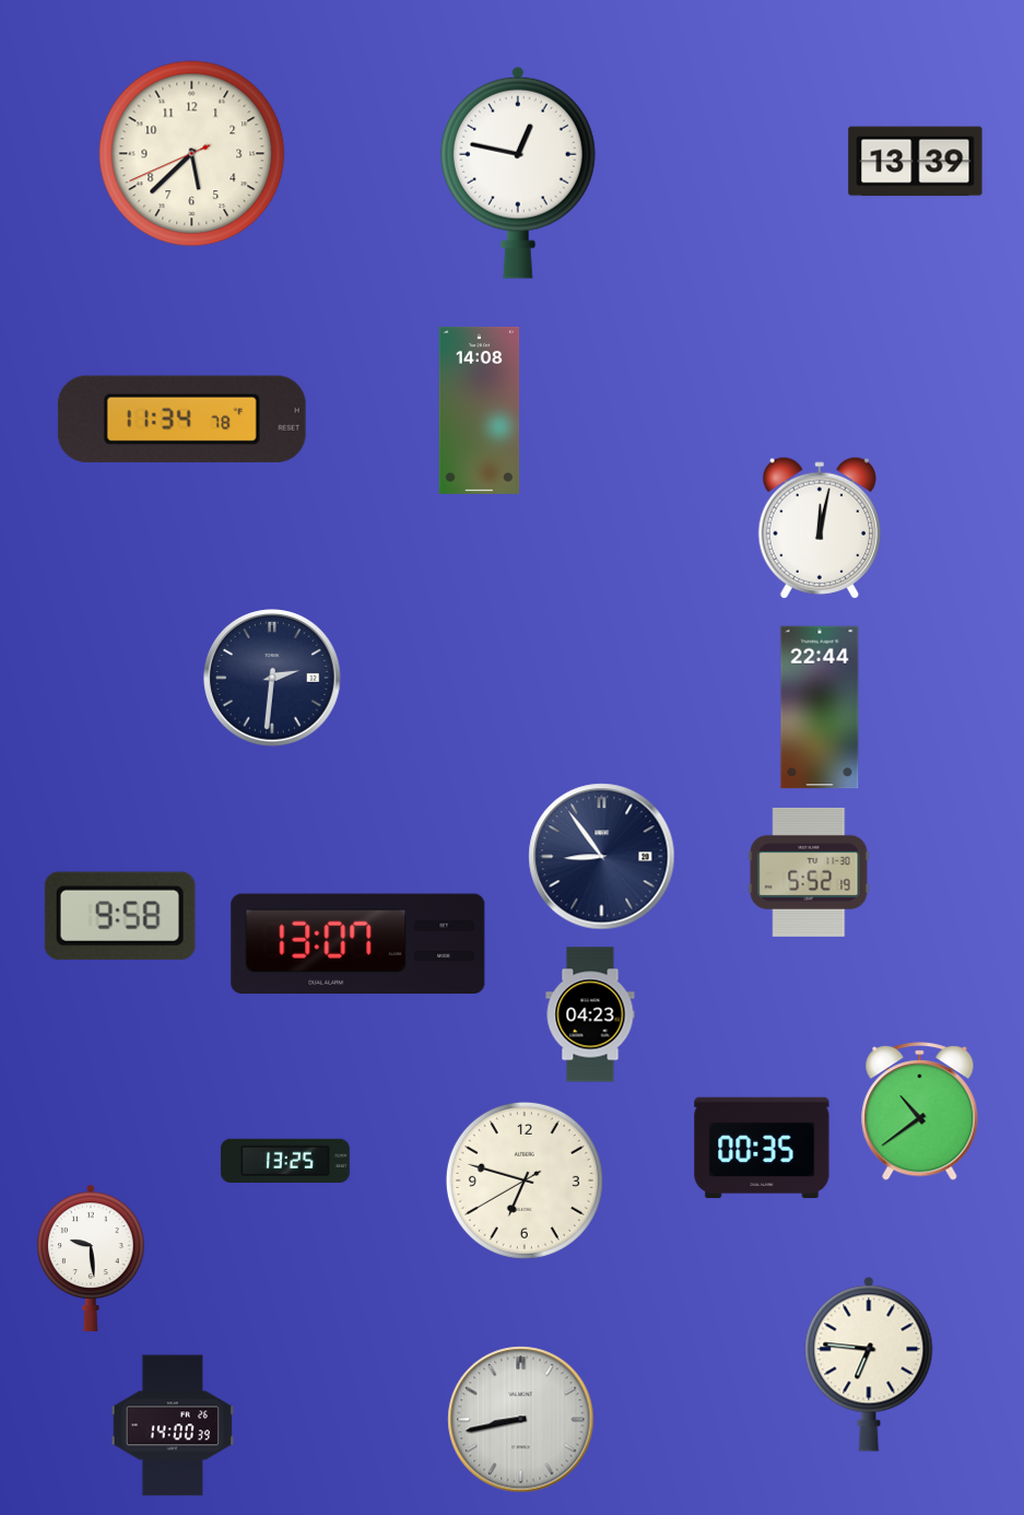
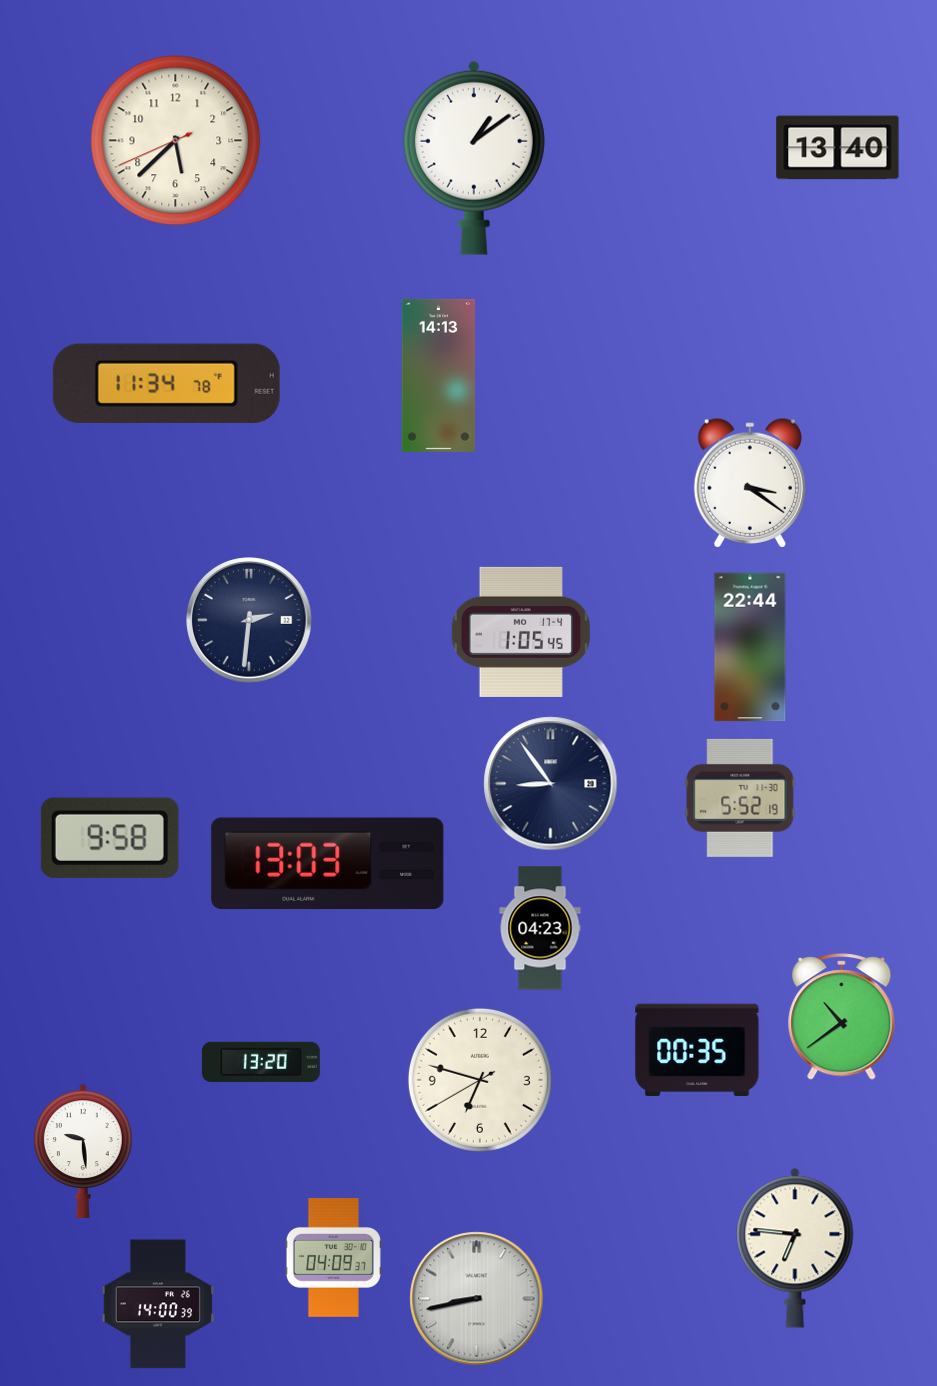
clock at (916, 162): 13:39 -> 13:40
clock at (518, 173): 12:47 -> 1:09
clock at (480, 410): 14:08 -> 14:13
clock at (819, 528): 12:02 -> 3:21
clock at (521, 632): none -> 1:05
clock at (358, 944): 13:07 -> 13:03
clock at (285, 1161): 13:25 -> 13:20
clock at (333, 1258): none -> 04:09
